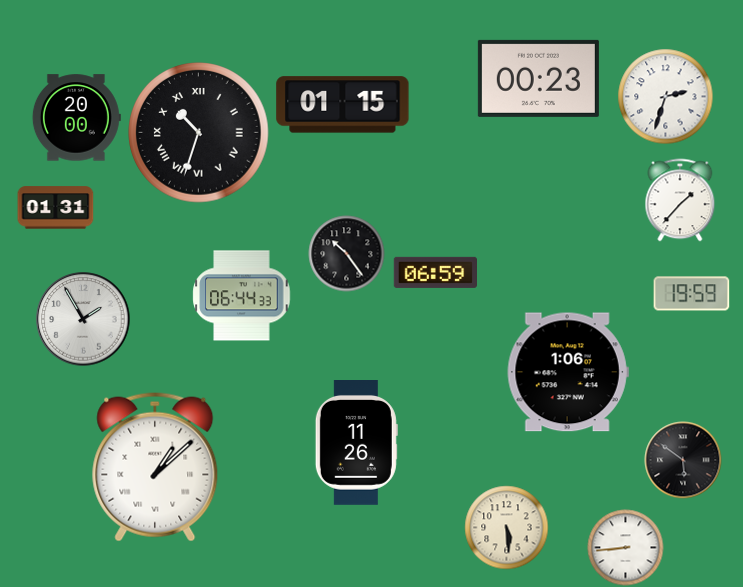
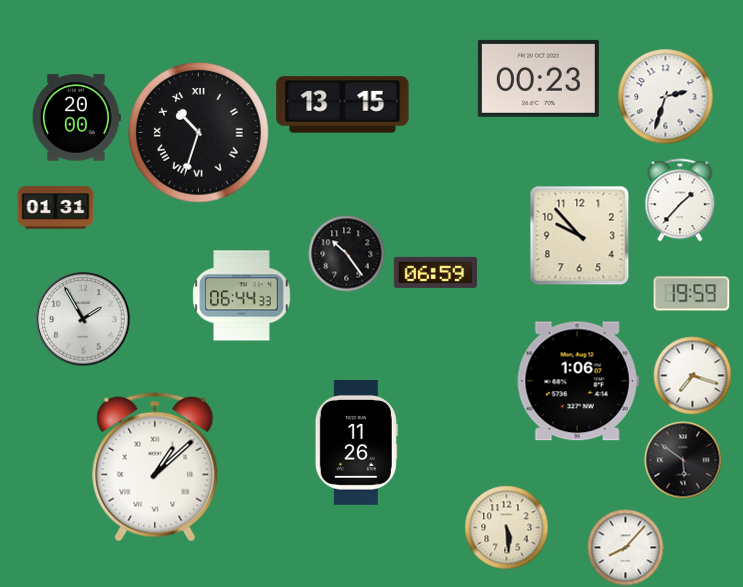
clock at (343, 105): 01:15 -> 13:15
clock at (580, 236): none -> 9:53
clock at (568, 372) position: (568, 372) -> (578, 381)
clock at (693, 376): none -> 7:18
clock at (626, 548): 8:44 -> 8:07
